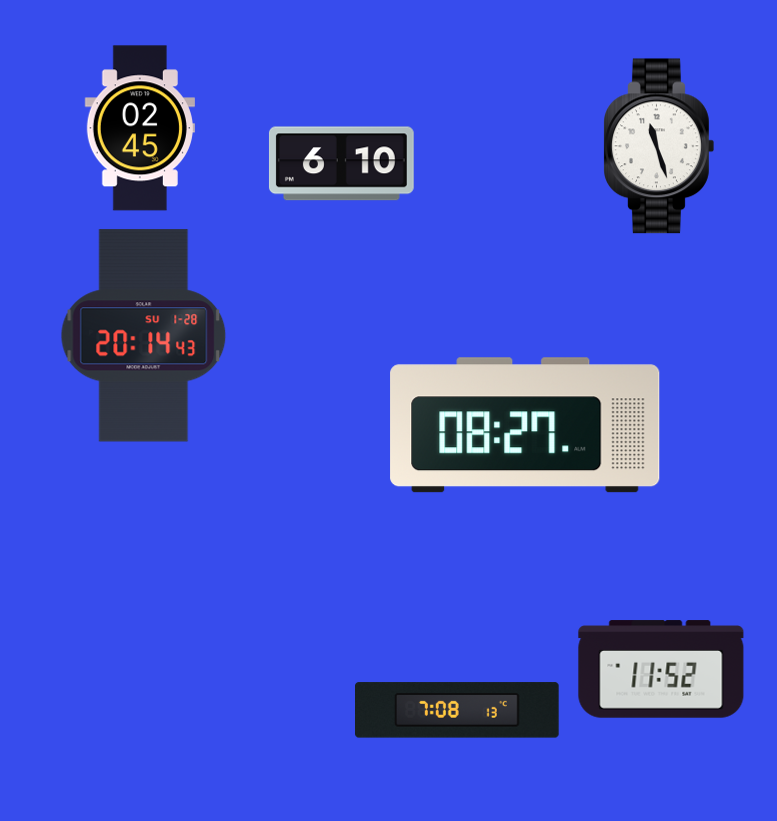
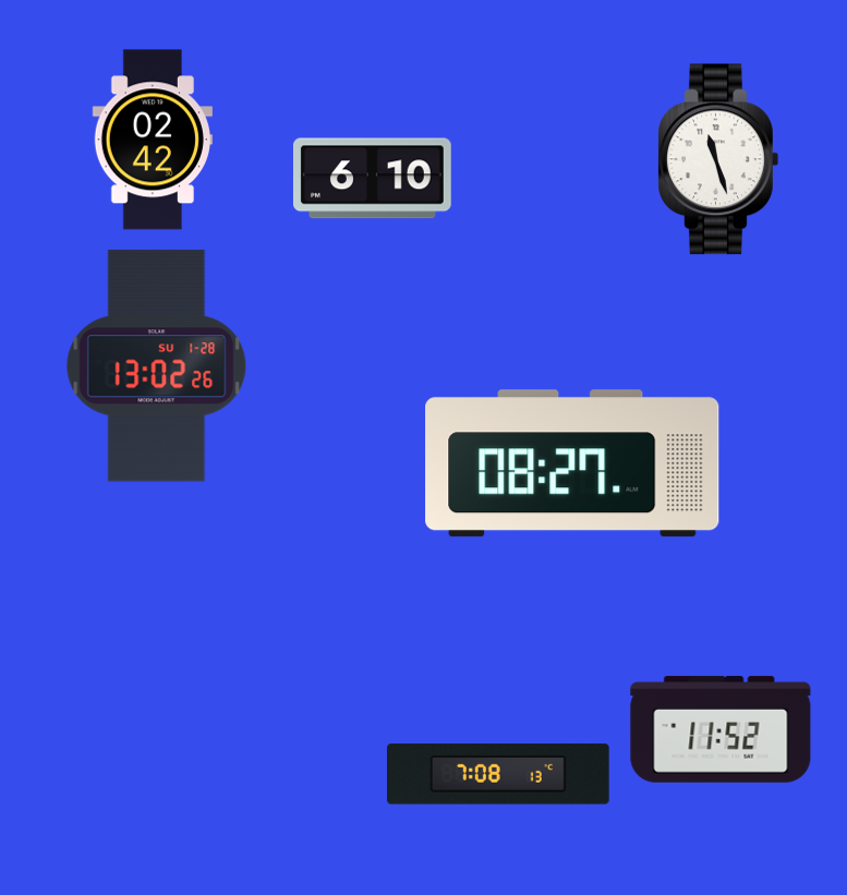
clock at (140, 128): 02:45 -> 02:42
clock at (144, 336): 20:14 -> 13:02
